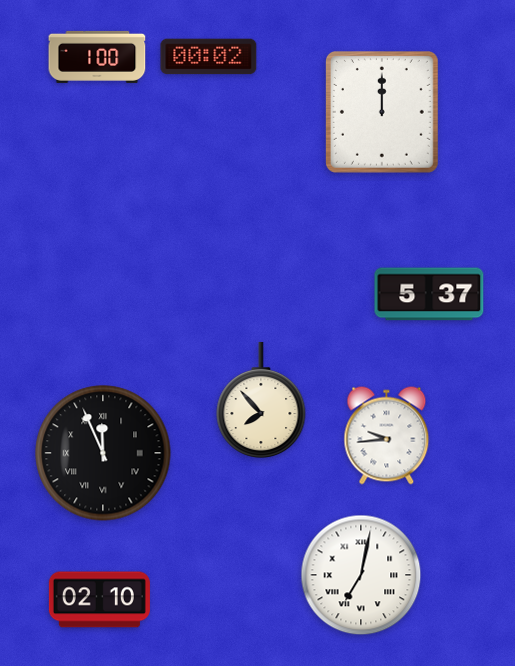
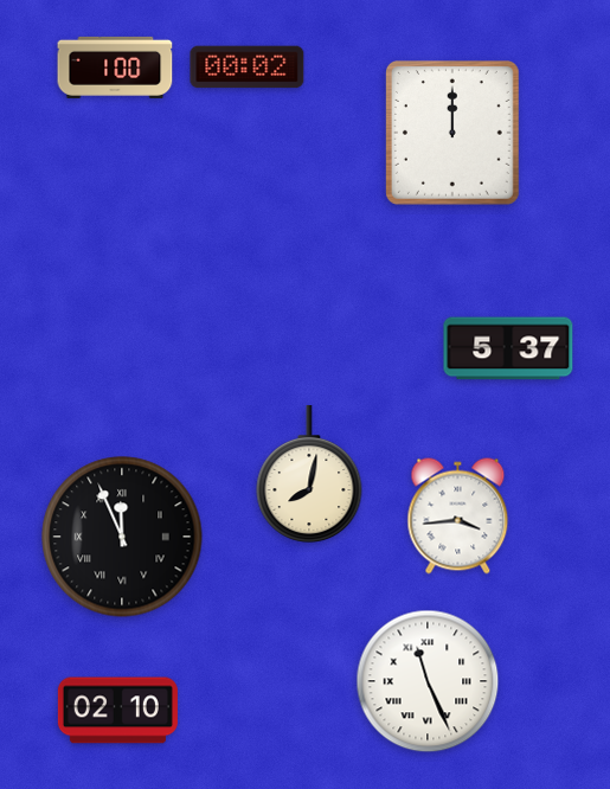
clock at (261, 399): 7:53 -> 8:02
clock at (387, 436): 9:44 -> 3:44
clock at (361, 575): 7:02 -> 11:26
